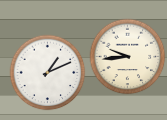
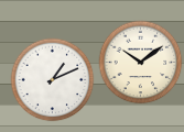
clock at (128, 57): 9:44 -> 10:09
